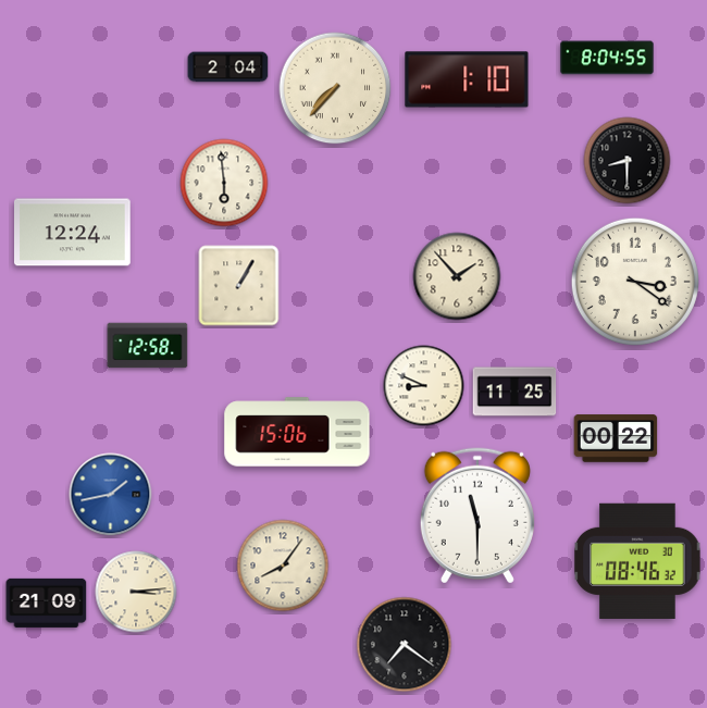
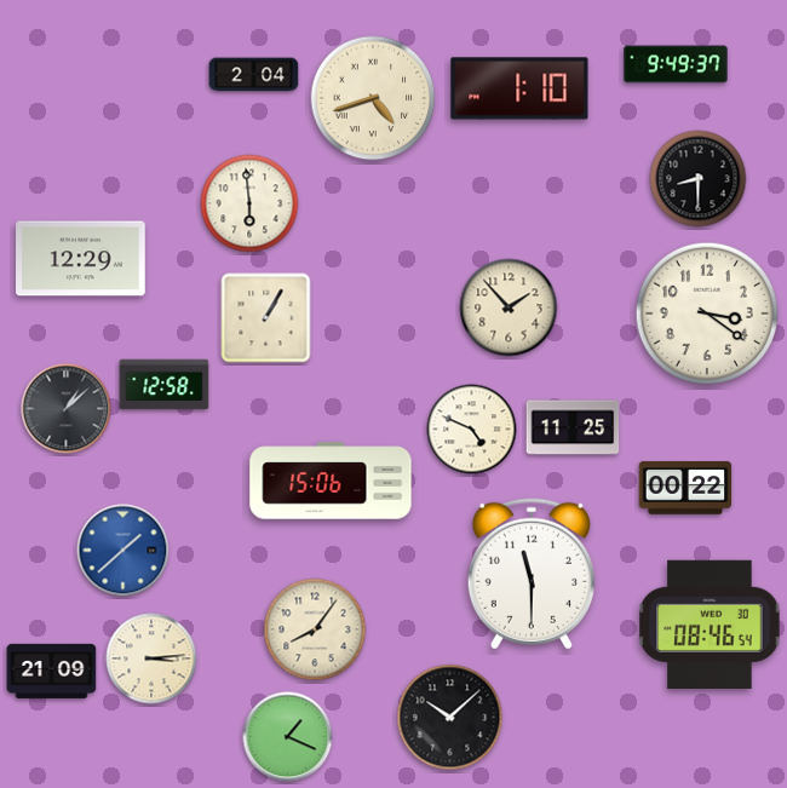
clock at (607, 58): 8:04 -> 9:49
clock at (335, 88): 7:37 -> 4:42
clock at (73, 233): 12:24 -> 12:29
clock at (67, 409): none -> 1:08
clock at (424, 386): 8:49 -> 4:49
clock at (514, 392) position: (514, 392) -> (573, 427)
clock at (111, 495): 1:43 -> 1:38
clock at (637, 561): 08:46:32 -> 08:46:54
clock at (405, 645): 7:21 -> 10:08
clock at (288, 737): none -> 1:19
